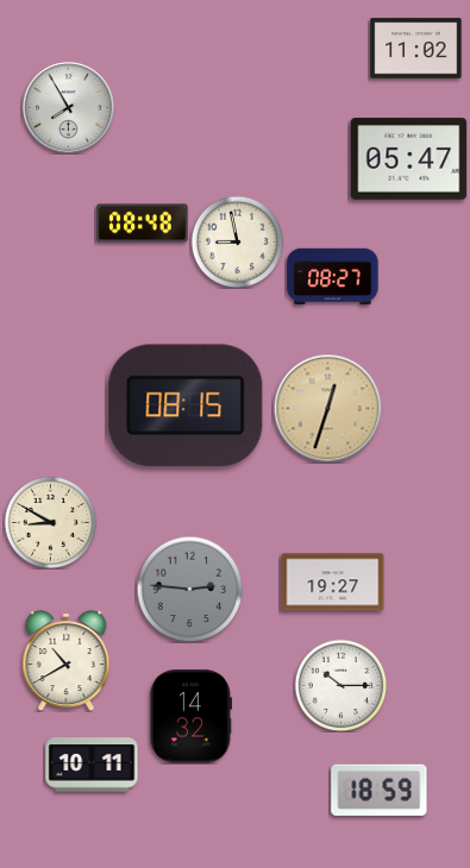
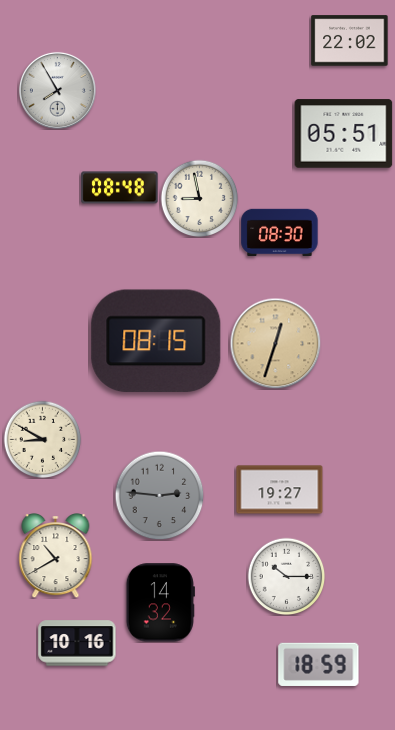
clock at (416, 49): 11:02 -> 22:02
clock at (409, 159): 05:47 -> 05:51
clock at (237, 241) position: (237, 241) -> (199, 198)
clock at (333, 276): 08:27 -> 08:30
clock at (92, 765): 10:11 -> 10:16
